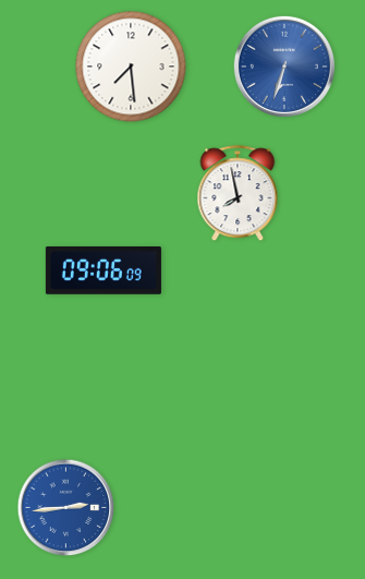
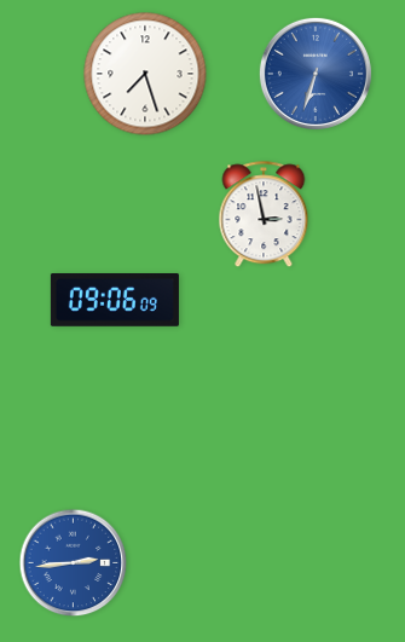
clock at (131, 67): 7:29 -> 7:27
clock at (238, 194): 7:58 -> 2:58
